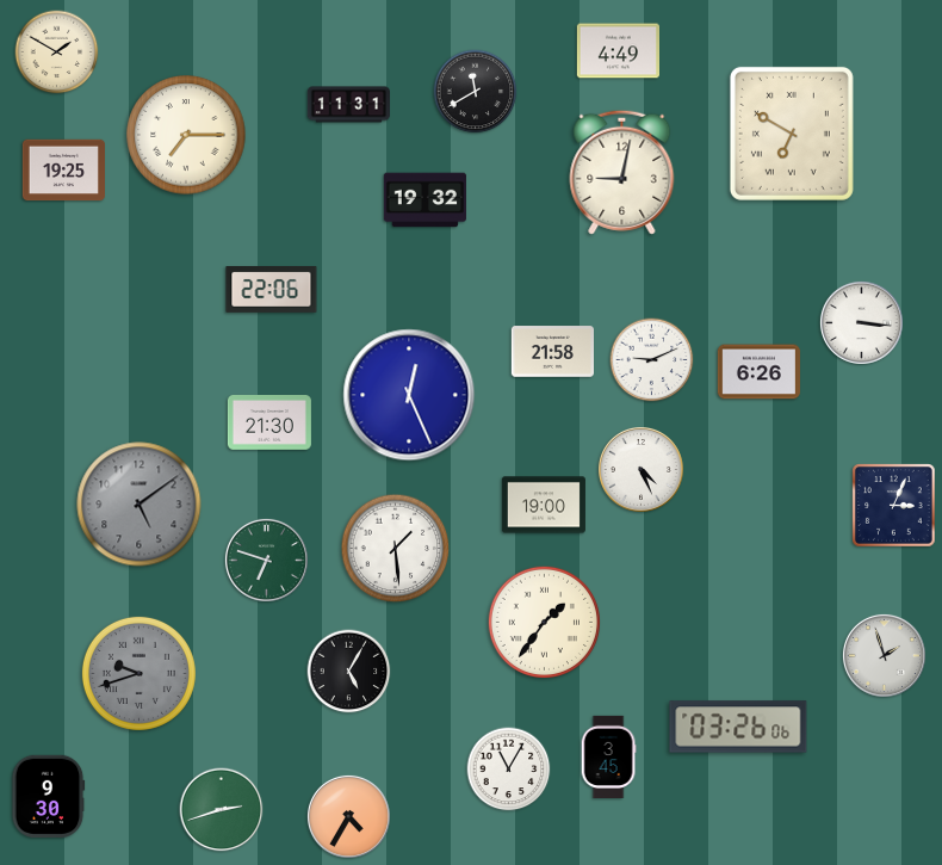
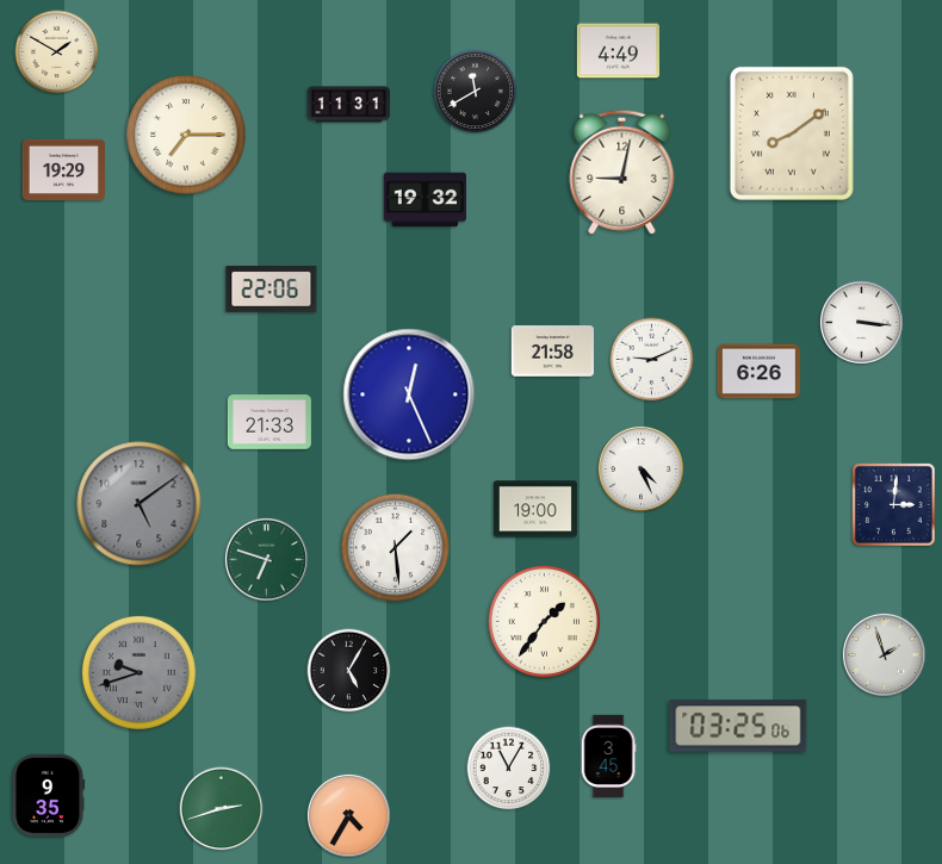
clock at (792, 134): 6:50 -> 8:09
clock at (63, 171): 19:25 -> 19:29
clock at (269, 424): 21:30 -> 21:33
clock at (544, 505) position: (544, 505) -> (535, 509)
clock at (894, 506): 3:04 -> 3:01
clock at (738, 727): 03:26 -> 03:25
clock at (49, 796): 9:30 -> 9:35
